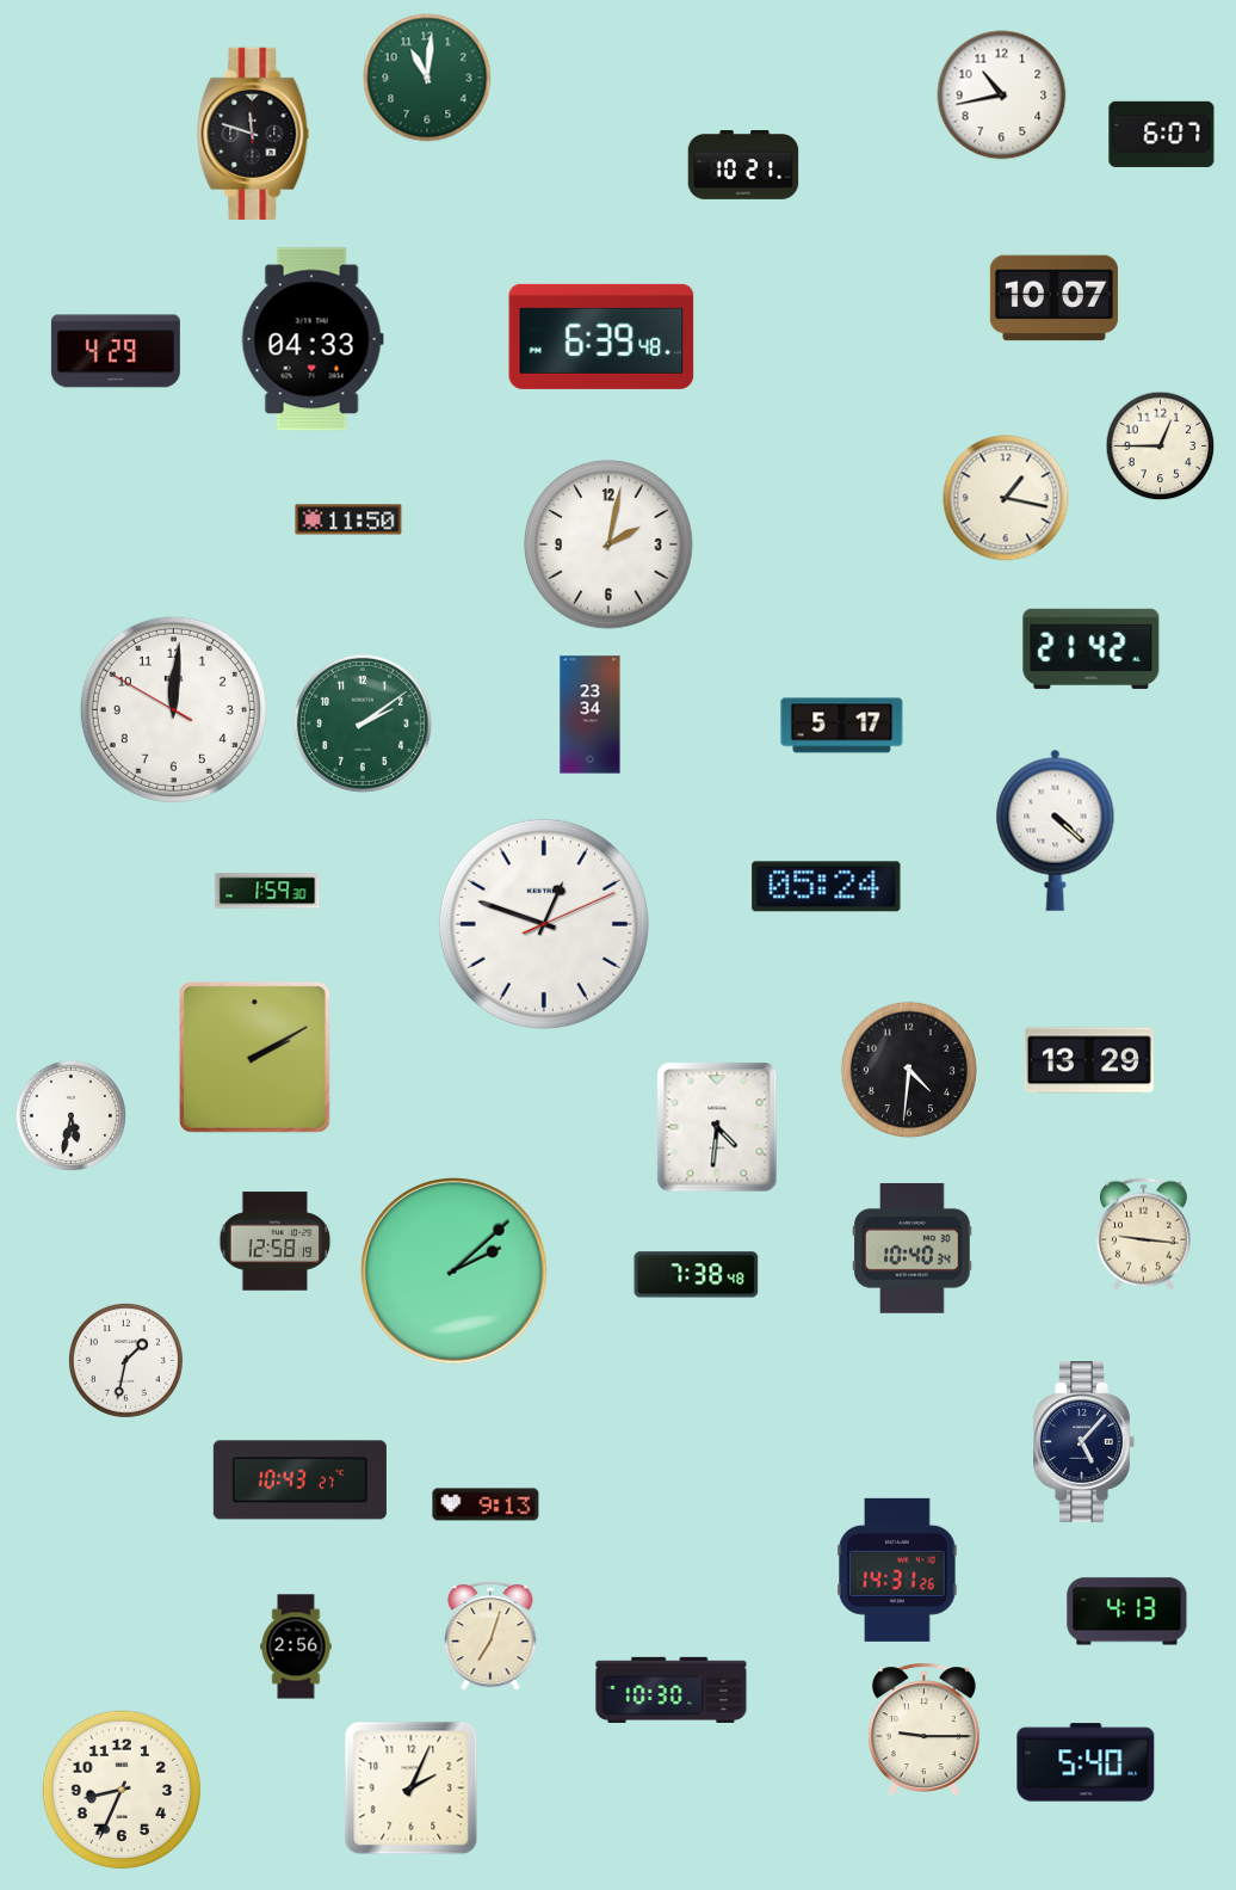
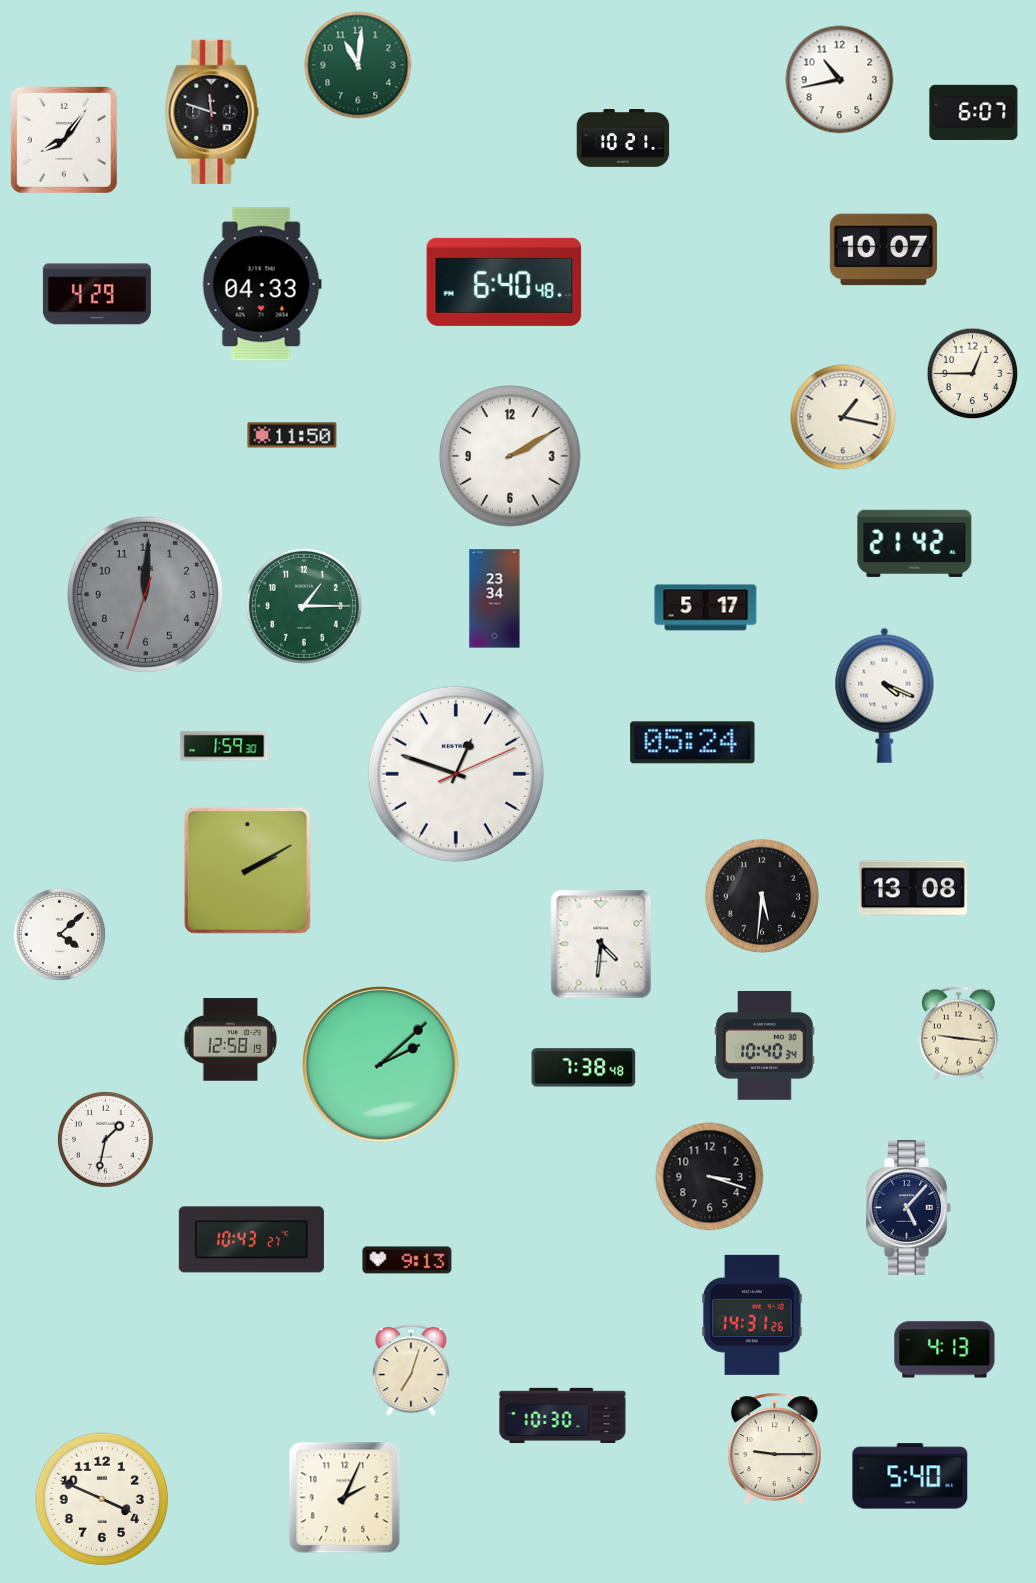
clock at (64, 140): none -> 8:06
clock at (601, 337): 6:39 -> 6:40
clock at (608, 544): 2:02 -> 2:10
clock at (173, 709): 12:00:50 -> 12:00:33
clock at (173, 709) dial: white -> grey
clock at (363, 724): 2:09 -> 1:15
clock at (1056, 830): 4:22 -> 4:19
clock at (254, 1057) position: (254, 1057) -> (247, 870)
clock at (1089, 1060): 13:29 -> 13:08
clock at (909, 1070): 4:31 -> 5:31
clock at (72, 1116): 5:32 -> 4:08
clock at (710, 1177): none -> 3:18
clock at (296, 1646): 2:56 -> none
clock at (122, 1790): 8:34 -> 3:49
